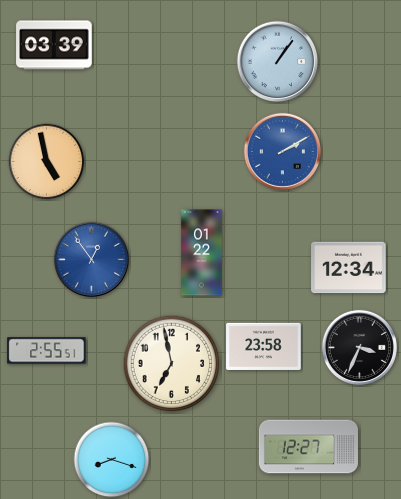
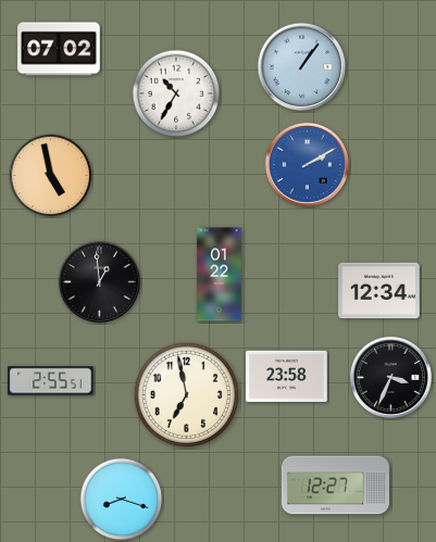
clock at (54, 45): 03:39 -> 07:02
clock at (176, 93): none -> 10:35
clock at (91, 259): 12:54 -> 12:59
clock at (91, 259) dial: blue -> black
